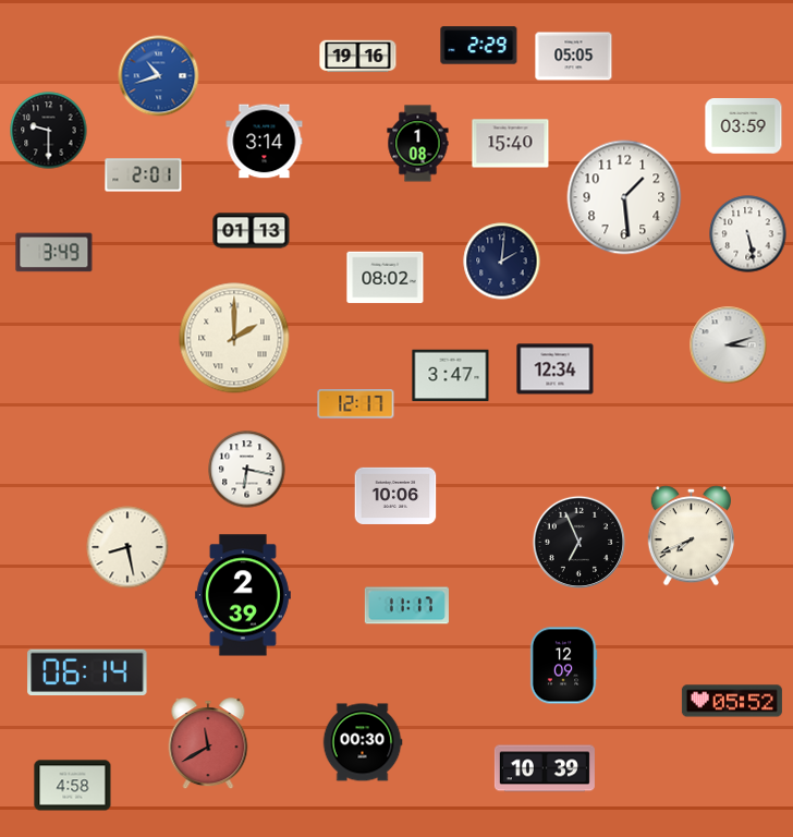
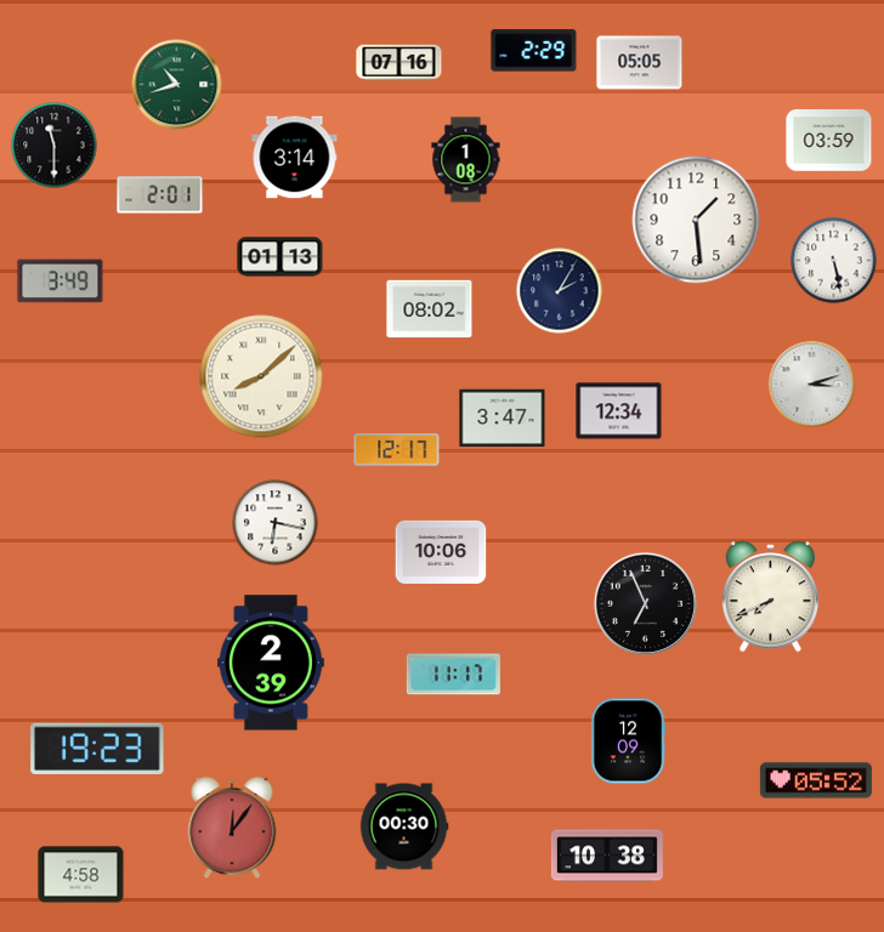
clock at (358, 57): 19:16 -> 07:16
clock at (159, 76) dial: blue -> green
clock at (49, 131): 9:30 -> 11:30
clock at (511, 144): 15:40 -> none
clock at (502, 262): 2:01 -> 2:05
clock at (234, 338): 2:00 -> 8:08
clock at (127, 547): 8:28 -> none
clock at (87, 671): 06:14 -> 19:23
clock at (208, 744): 11:40 -> 12:06
clock at (545, 768): 10:39 -> 10:38
